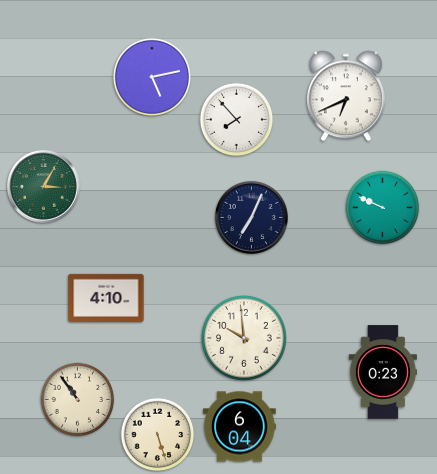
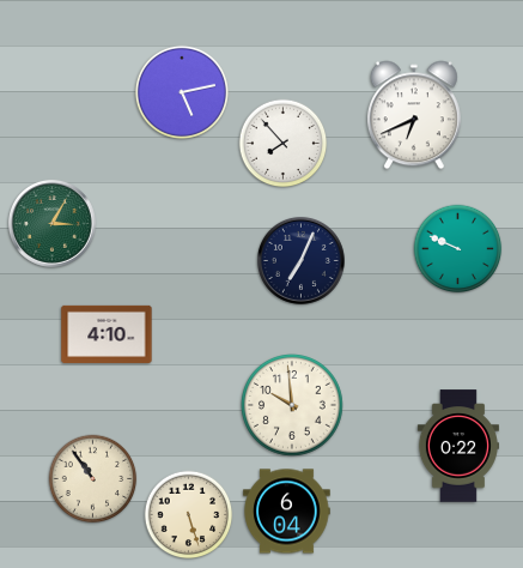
clock at (106, 298) position: (106, 298) -> (107, 334)
clock at (383, 372): 0:23 -> 0:22
clock at (158, 435) position: (158, 435) -> (189, 515)
